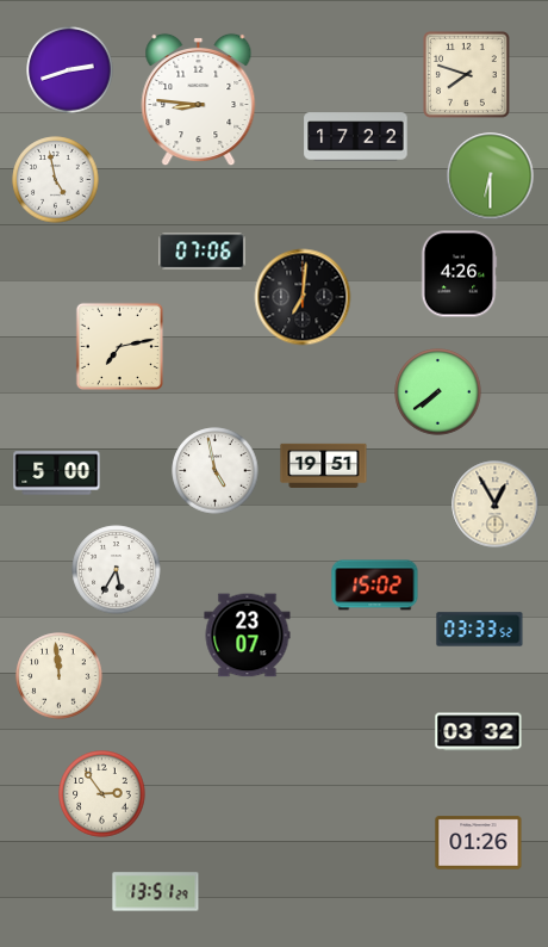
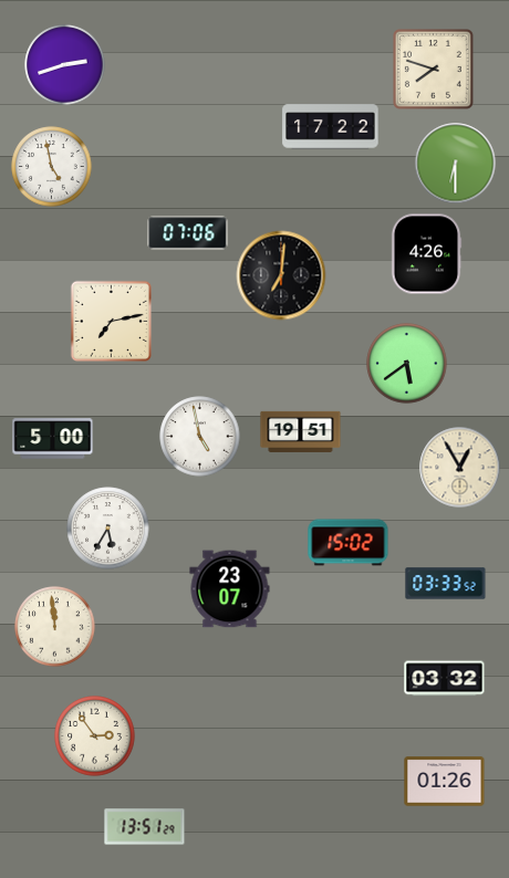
clock at (199, 100): 8:46 -> none
clock at (438, 392): 7:39 -> 5:39
